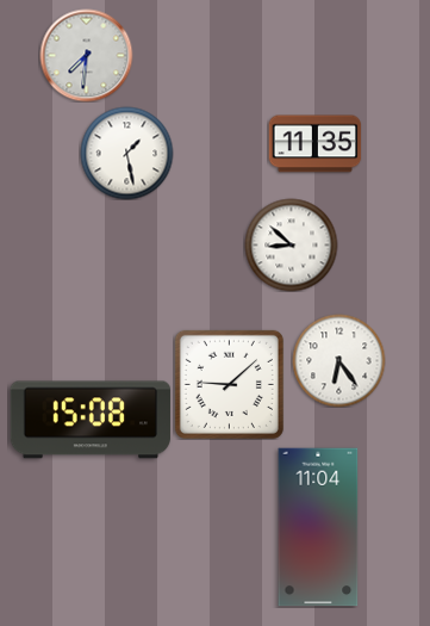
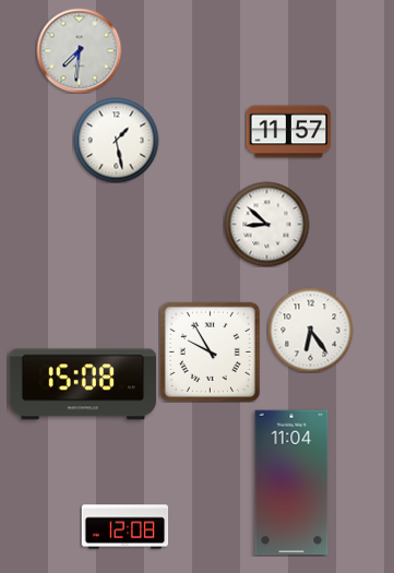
clock at (314, 144): 11:35 -> 11:57
clock at (229, 384): 9:08 -> 9:55
clock at (124, 527): none -> 12:08
